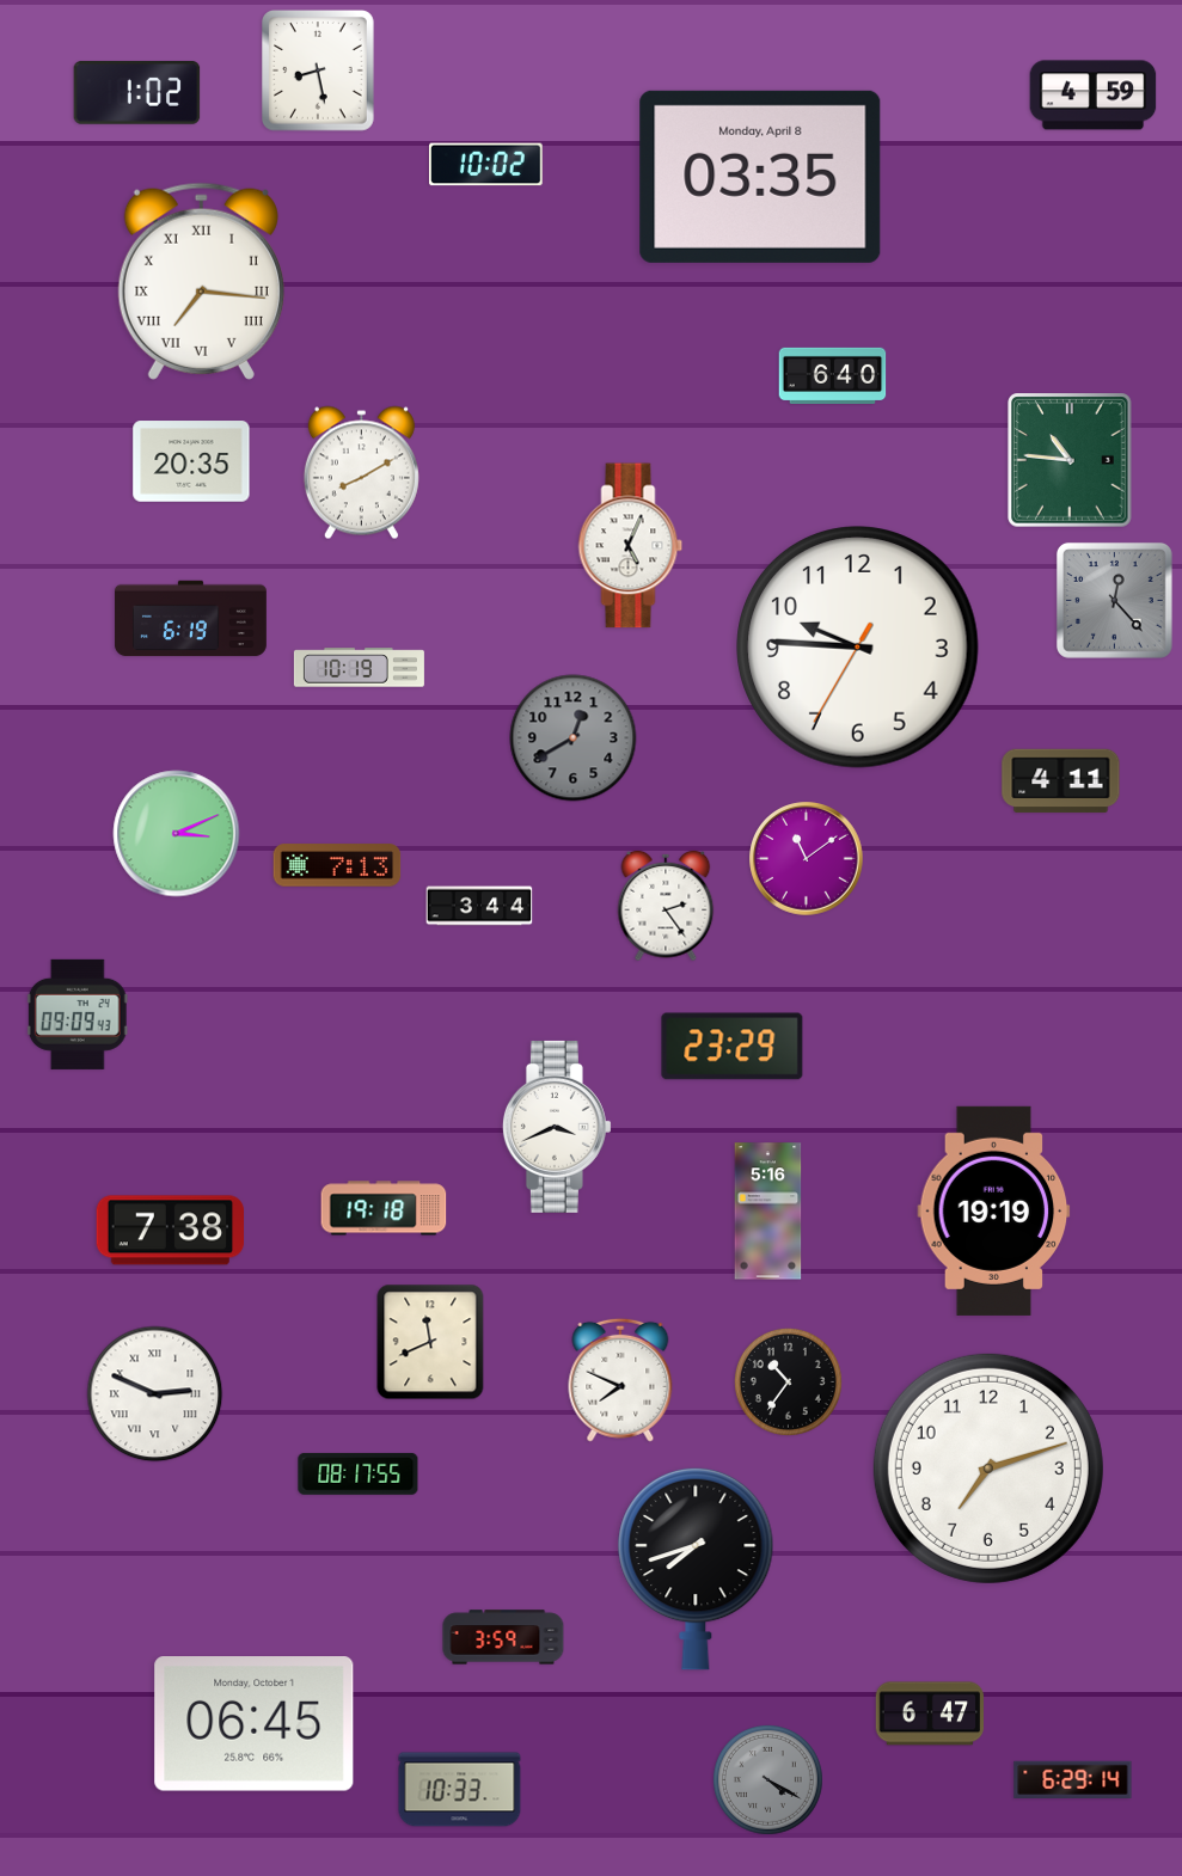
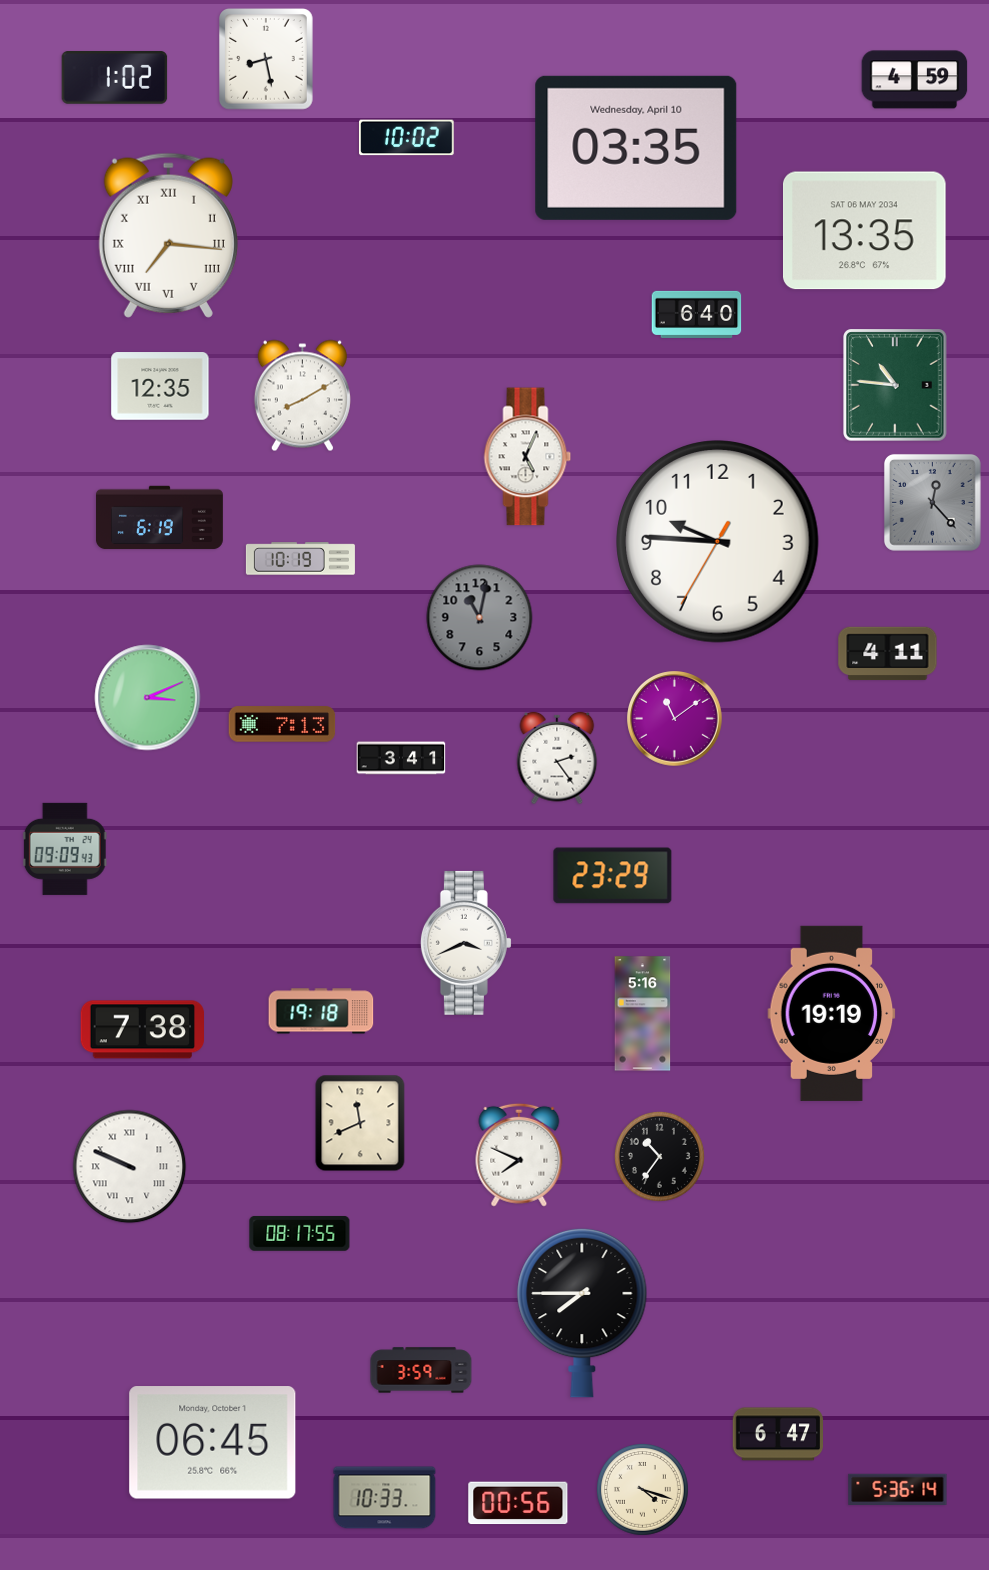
clock at (760, 177) date: Monday, April 8 -> Wednesday, April 10
clock at (865, 231): none -> 13:35
clock at (191, 461): 20:35 -> 12:35
clock at (574, 738): 12:40 -> 11:02
clock at (479, 906): 3:44 -> 3:41
clock at (155, 1394): 2:49 -> 9:49
clock at (988, 1469): 7:12 -> none
clock at (696, 1569): 7:42 -> 7:45
clock at (1073, 1779): 6:29 -> 5:36
clock at (768, 1780): 4:20 -> 4:18
clock at (768, 1780) dial: grey -> cream
clock at (518, 1503): none -> 00:56
